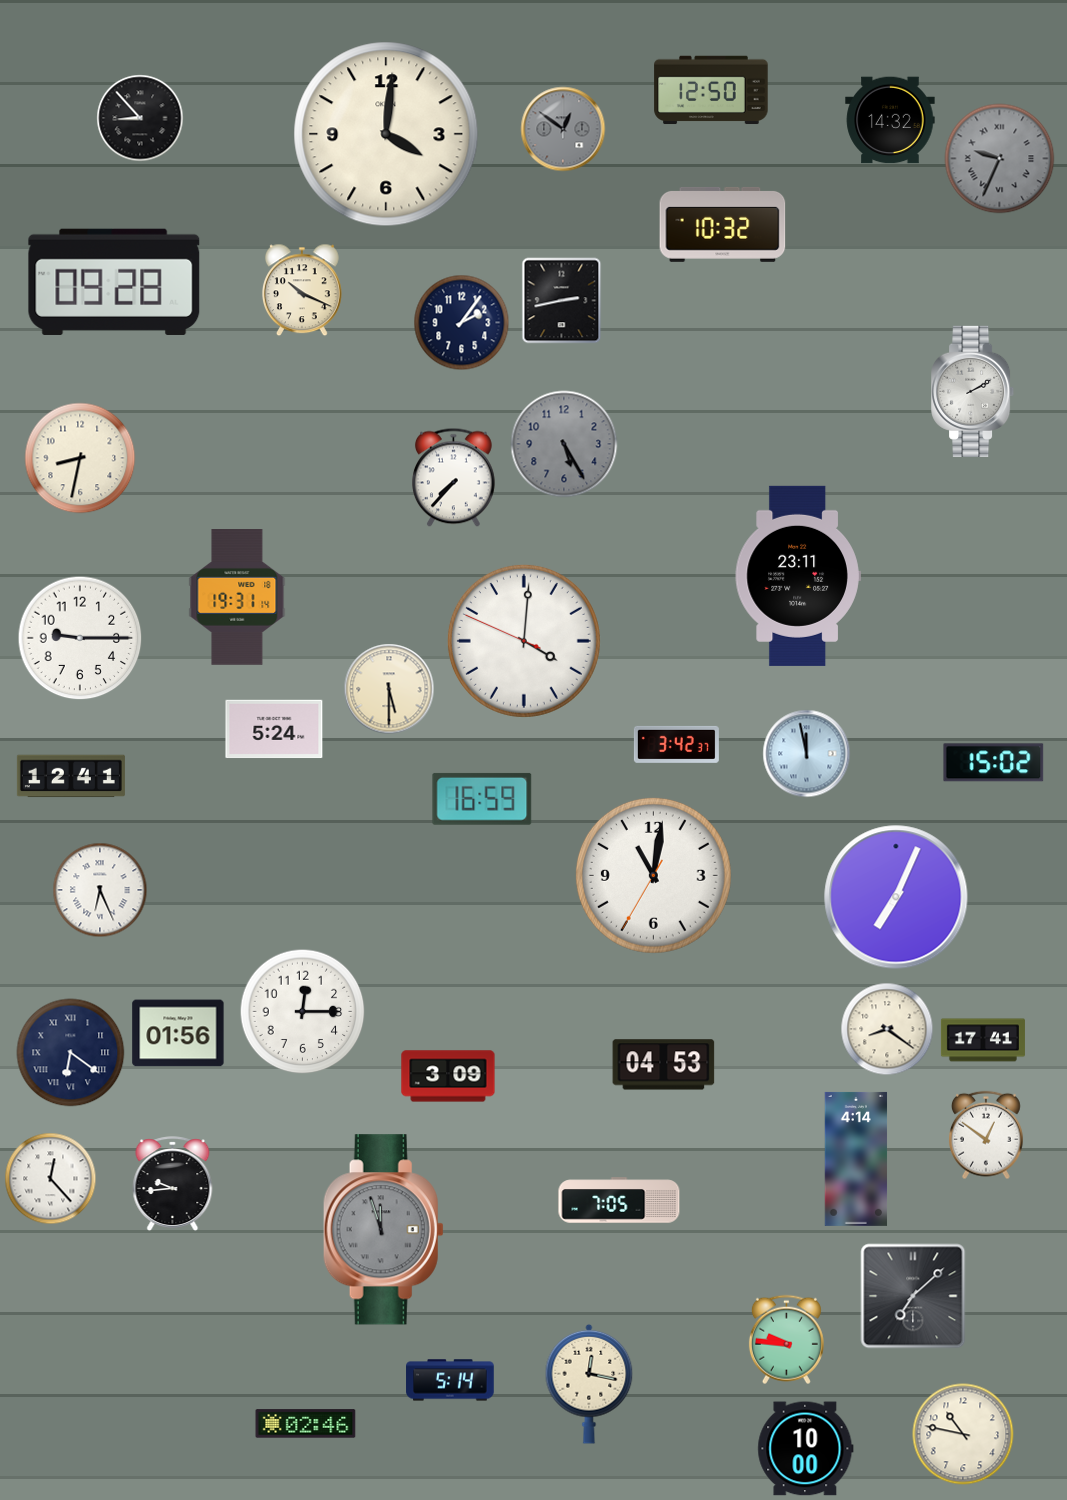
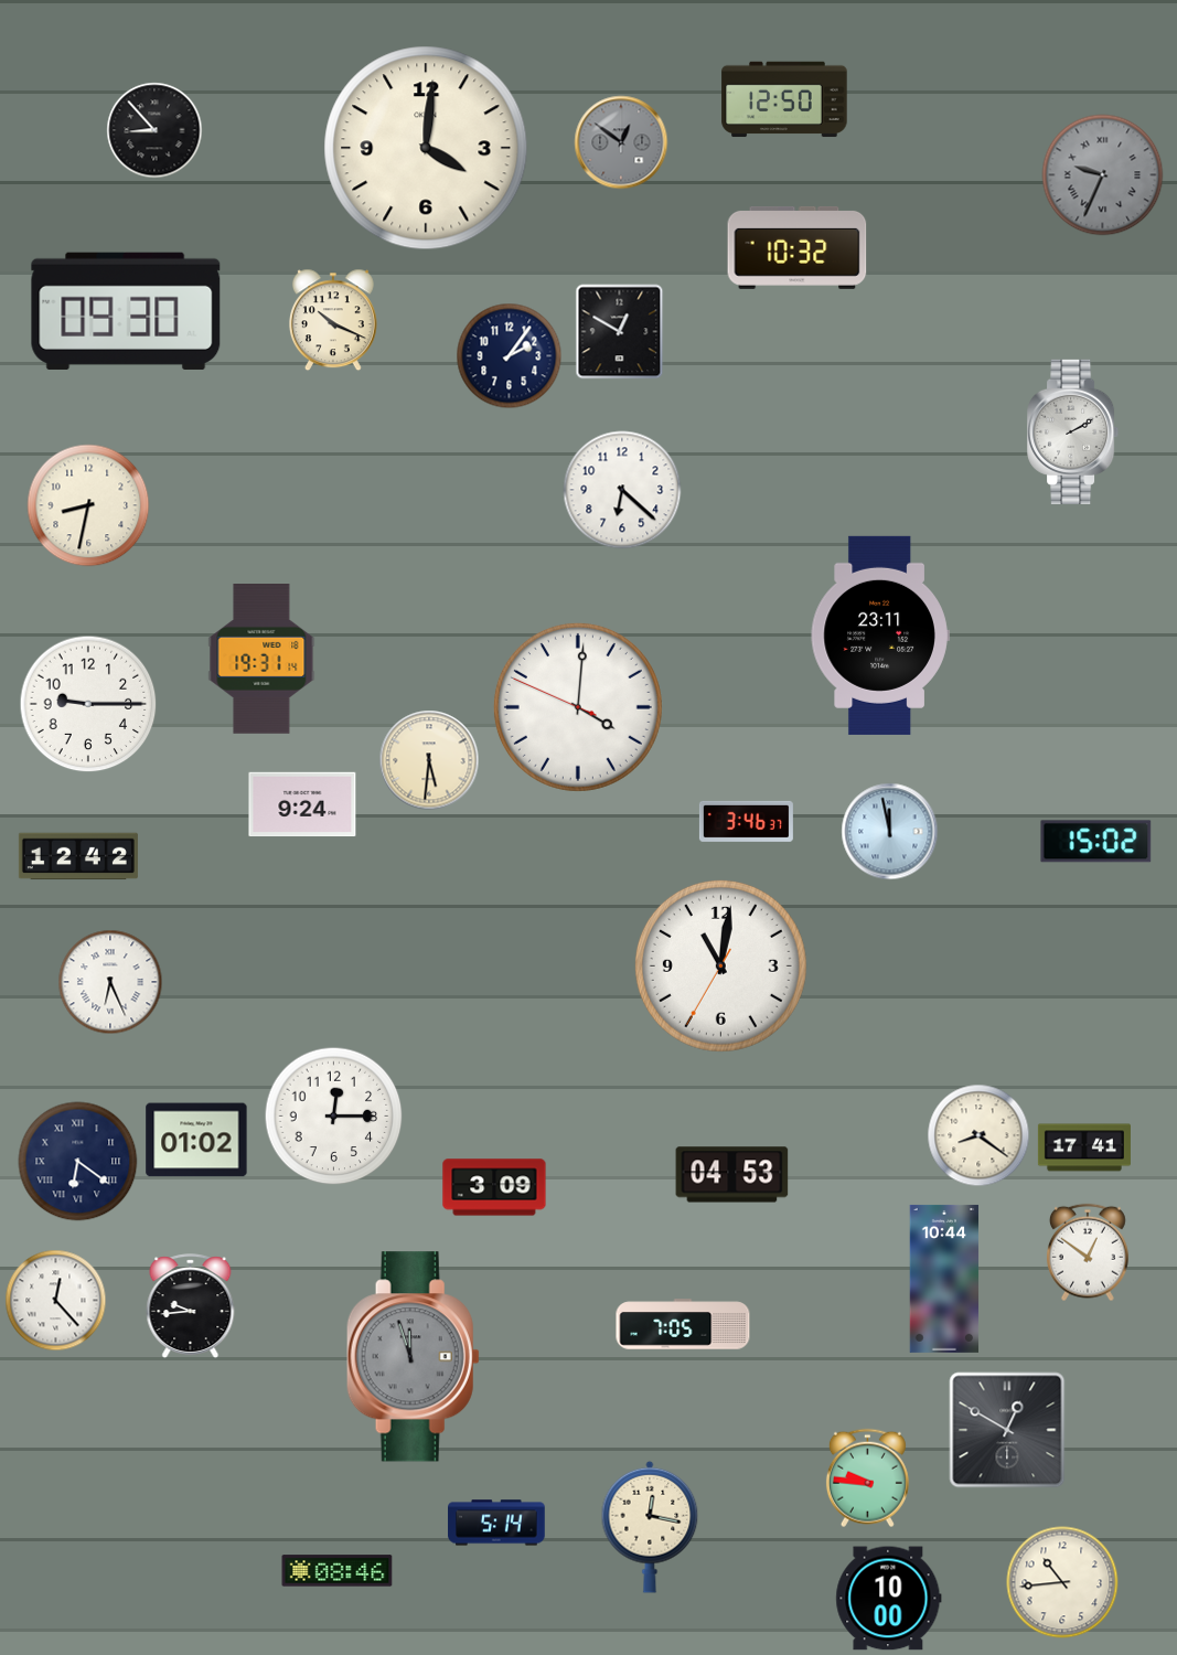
clock at (890, 120): 14:32 -> none
clock at (114, 282): 09:28 -> 09:30
clock at (562, 301): 2:43 -> 12:50
clock at (564, 444): 5:25 -> 6:22
clock at (564, 444) dial: grey -> white
clock at (454, 478): 7:37 -> none
clock at (389, 689): 5:30 -> 5:31
clock at (274, 729): 5:24 -> 9:24
clock at (676, 744): 3:42 -> 3:46
clock at (71, 776): 12:41 -> 12:42
clock at (482, 799): 16:59 -> none
clock at (896, 897): 7:04 -> none
clock at (178, 1033): 01:56 -> 01:02
clock at (856, 1159): 4:14 -> 10:44
clock at (383, 1230) position: (383, 1230) -> (413, 1357)
clock at (913, 1296): 7:08 -> 12:50
clock at (306, 1424): 02:46 -> 08:46
clock at (963, 1434): 10:47 -> 10:44
